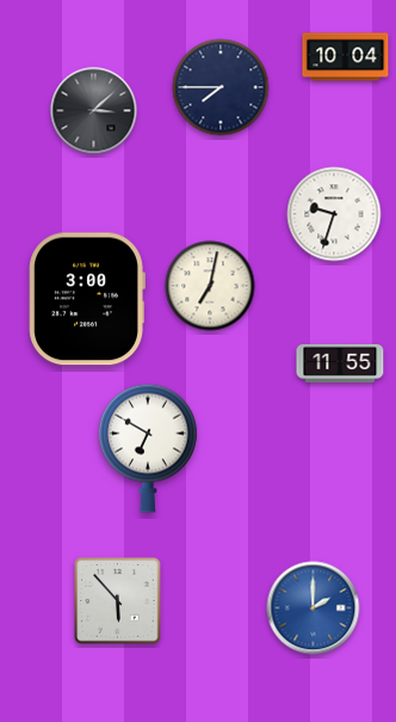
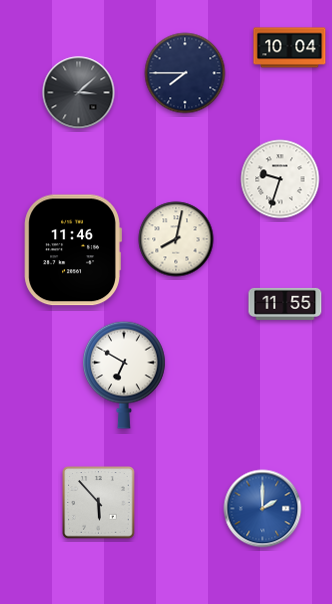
clock at (210, 286): 7:02 -> 8:02
clock at (87, 299): 3:00 -> 11:46
